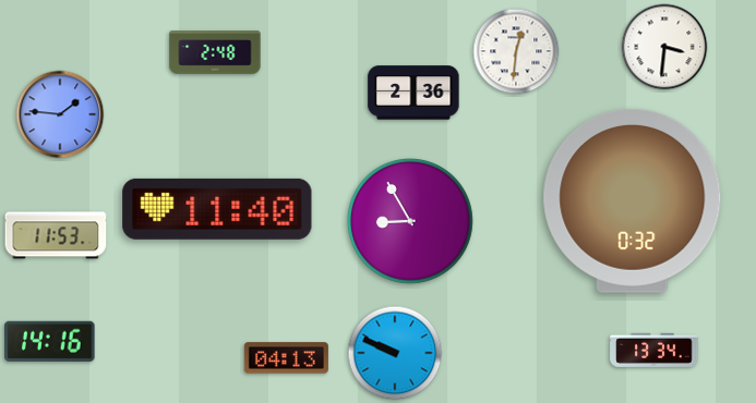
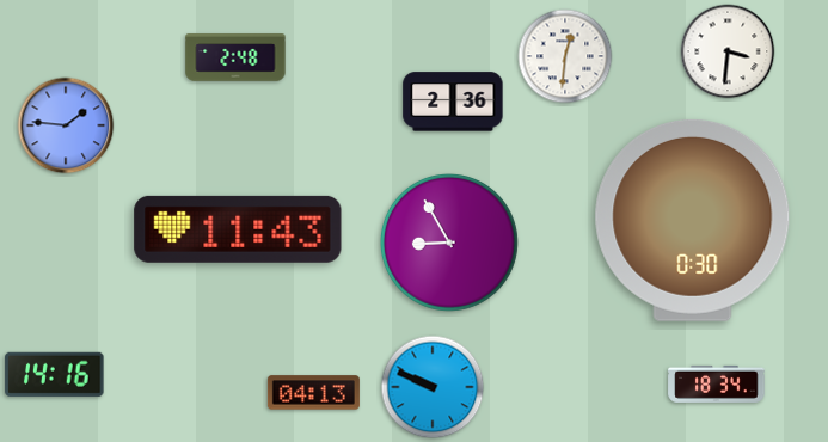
clock at (633, 200): 0:32 -> 0:30
clock at (217, 209): 11:40 -> 11:43
clock at (56, 235): 11:53 -> none
clock at (655, 350): 13:34 -> 18:34
